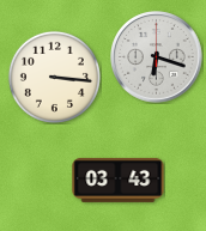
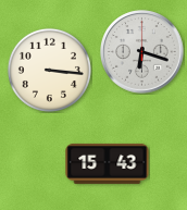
clock at (119, 180): 03:43 -> 15:43
